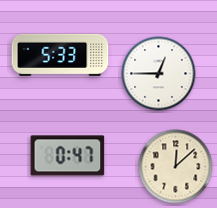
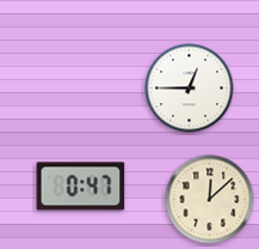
clock at (60, 55): 5:33 -> none
